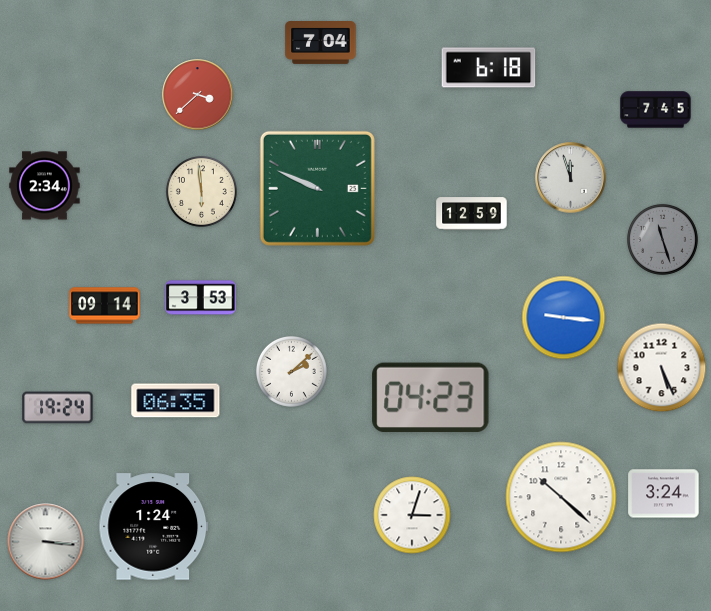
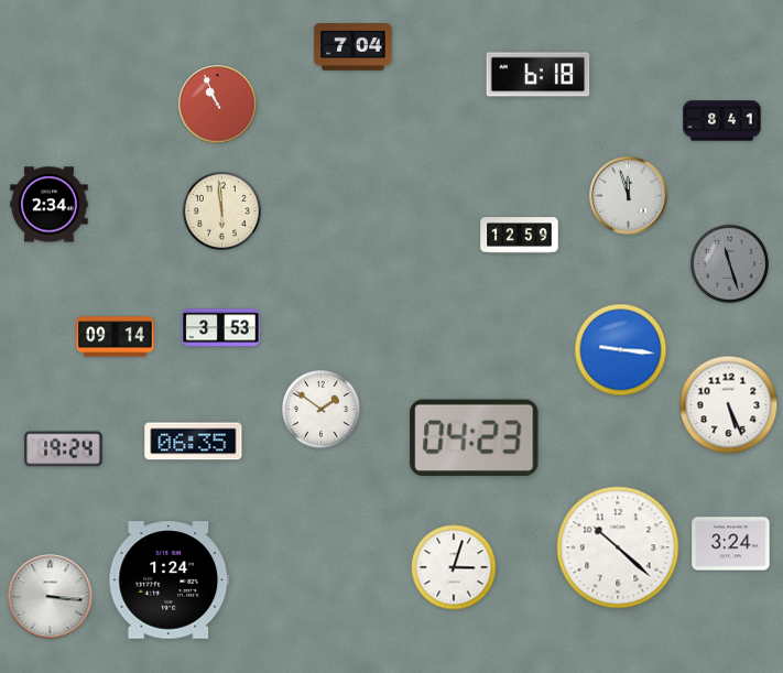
clock at (198, 95): 3:38 -> 10:56
clock at (656, 110): 7:45 -> 8:41
clock at (317, 188): 9:49 -> none
clock at (291, 371): 2:08 -> 1:51
